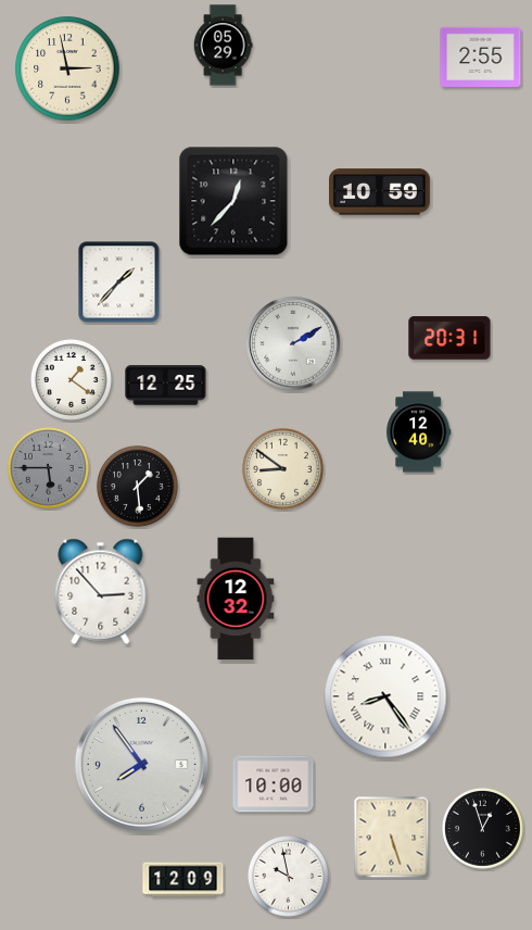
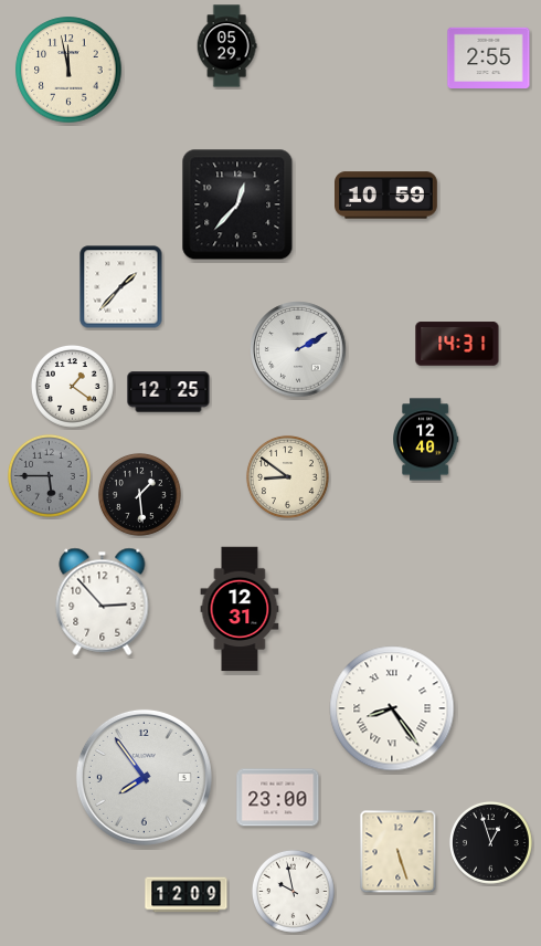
clock at (67, 68): 2:58 -> 11:58
clock at (449, 338): 20:31 -> 14:31
clock at (236, 599): 12:32 -> 12:31
clock at (274, 784): 10:00 -> 23:00
